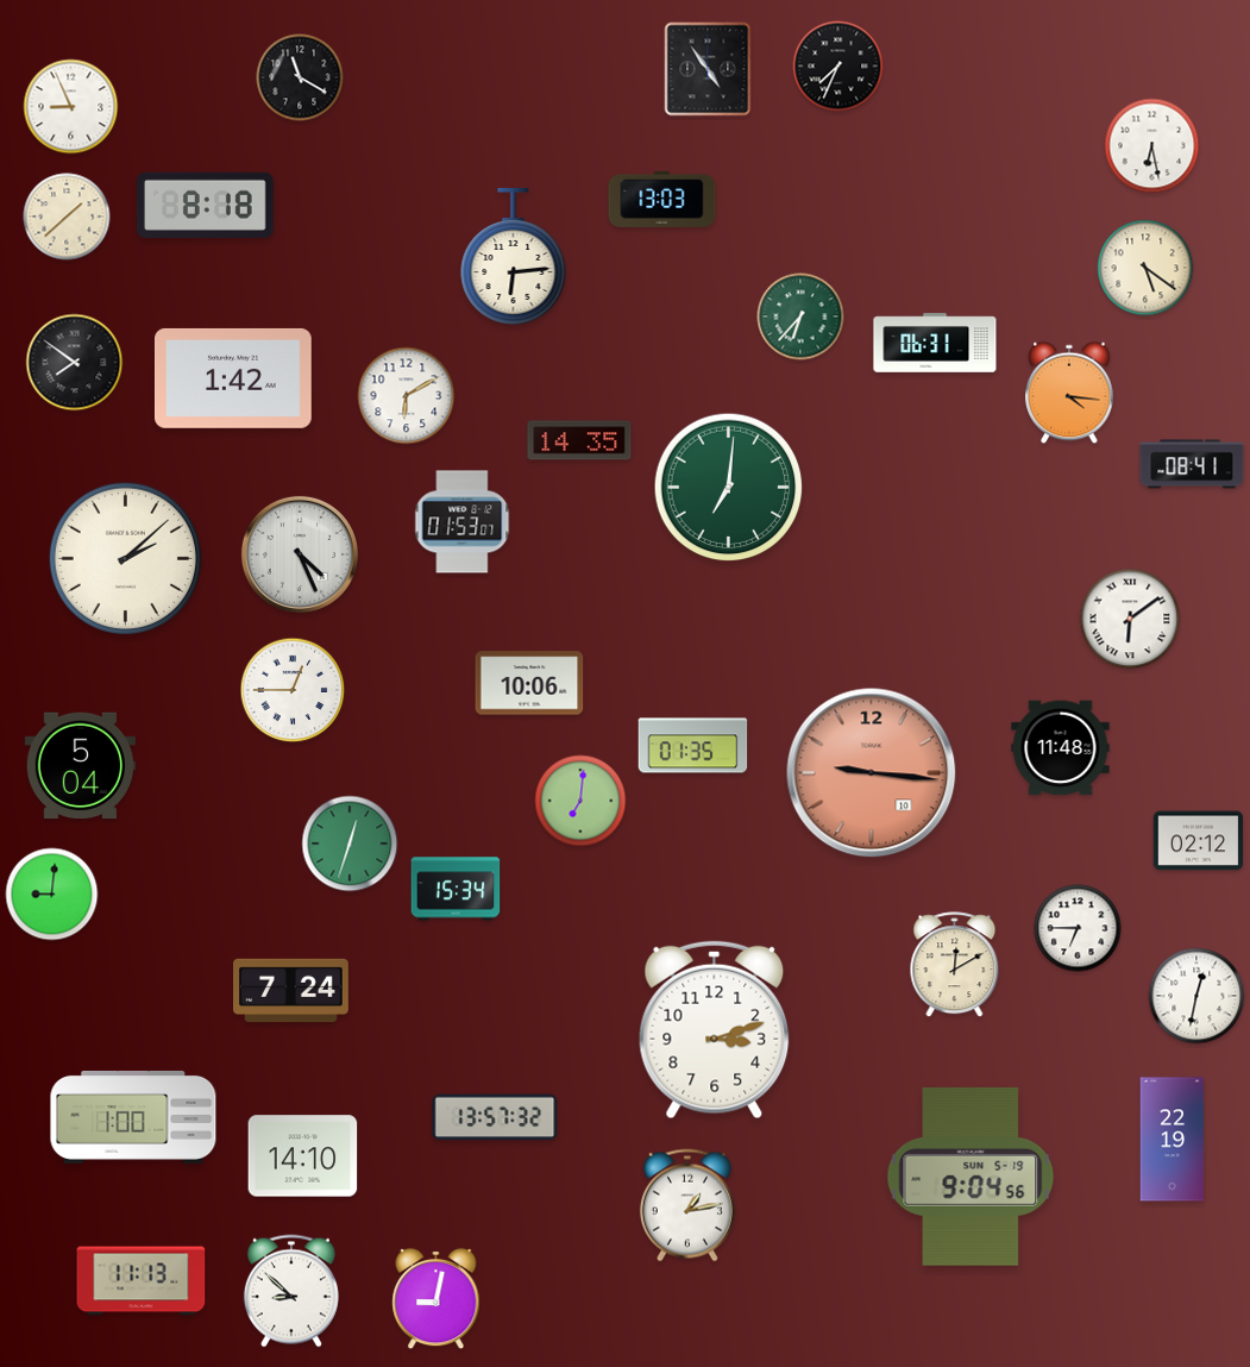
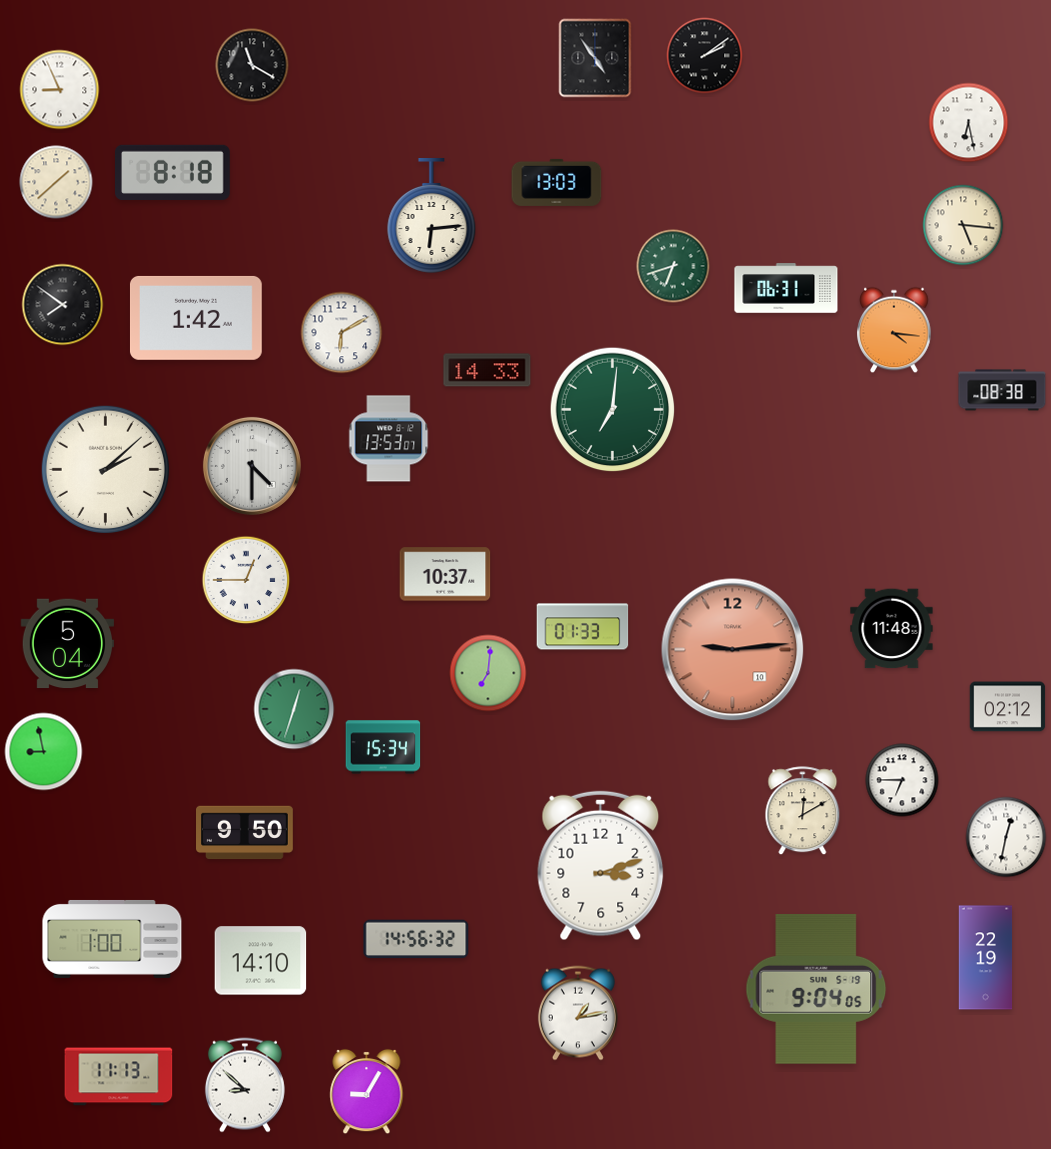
clock at (838, 67): 7:34 -> 2:09
clock at (662, 199) position: (662, 199) -> (557, 182)
clock at (1145, 268): 5:21 -> 5:16
clock at (800, 316): 6:37 -> 6:42
clock at (1069, 393) position: (1069, 393) -> (894, 330)
clock at (579, 440): 14:35 -> 14:33
clock at (1192, 464): 08:41 -> 08:38
clock at (463, 522): 01:53 -> 13:53
clock at (300, 554): 4:26 -> 4:30
clock at (1130, 619): 6:09 -> none
clock at (529, 683): 10:06 -> 10:37
clock at (693, 746): 01:35 -> 01:33
clock at (872, 773): 9:16 -> 9:14
clock at (52, 895): 9:01 -> 8:58
clock at (1078, 928) position: (1078, 928) -> (902, 780)
clock at (291, 991): 7:24 -> 9:50
clock at (495, 1117): 13:57 -> 14:56
clock at (303, 1156) position: (303, 1156) -> (261, 961)
clock at (971, 1177): 9:04:56 -> 9:04:05
clock at (436, 1299): 9:02 -> 9:05
